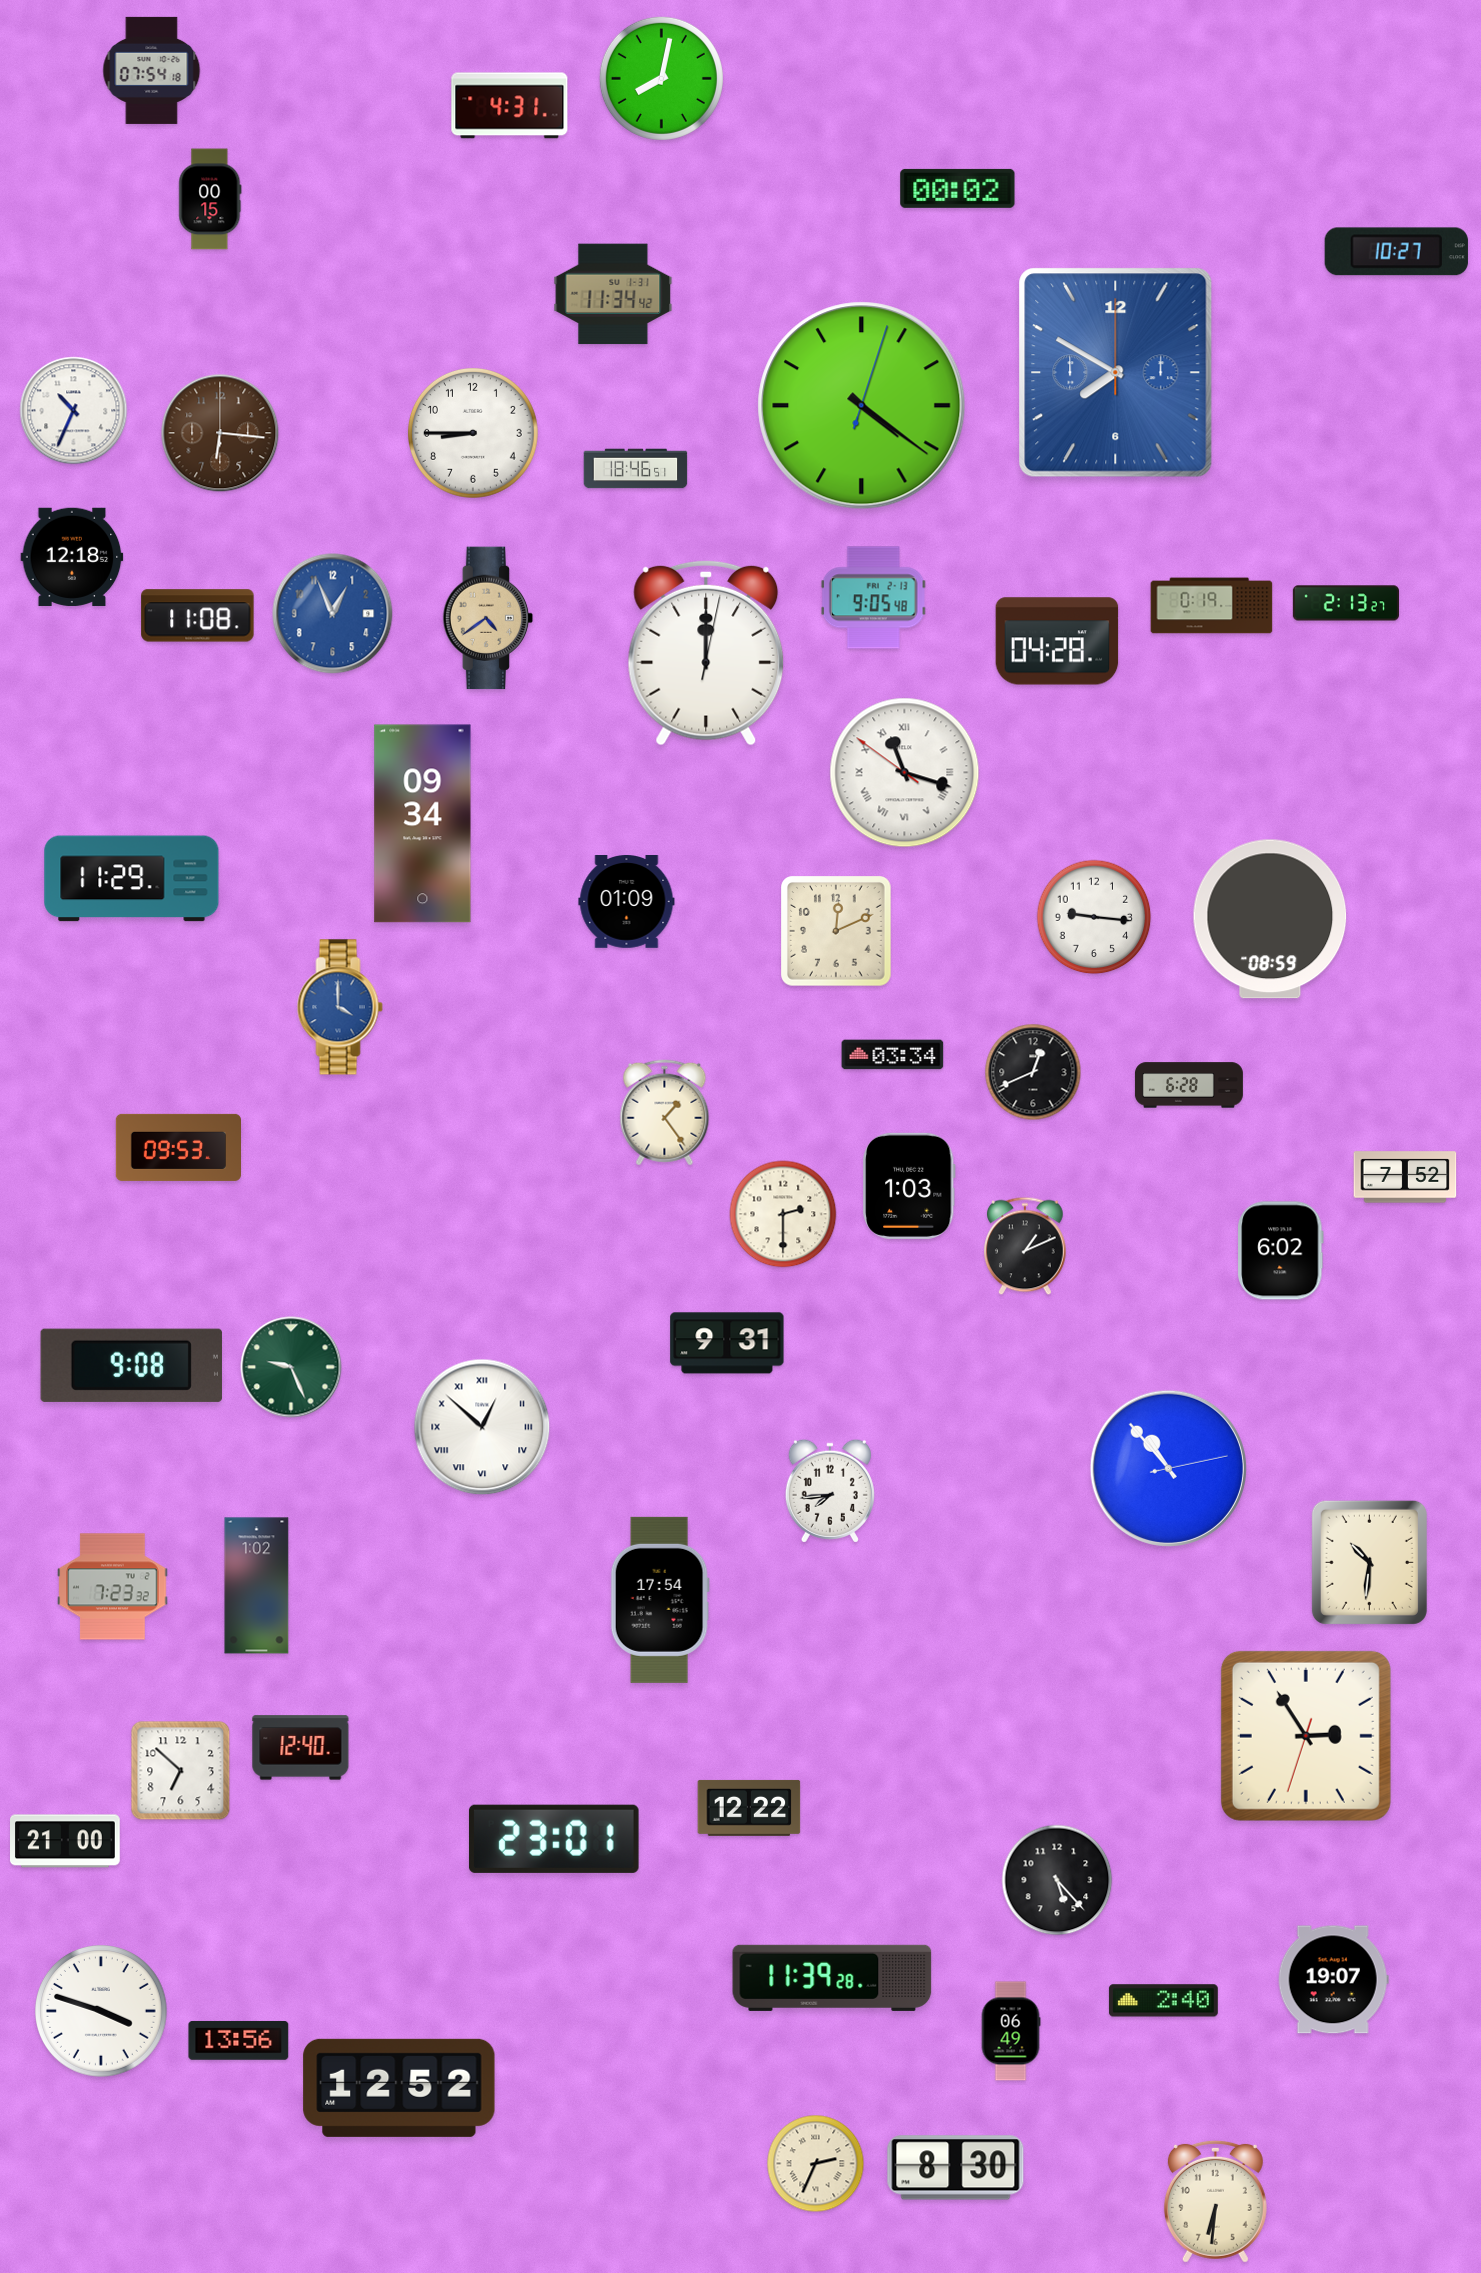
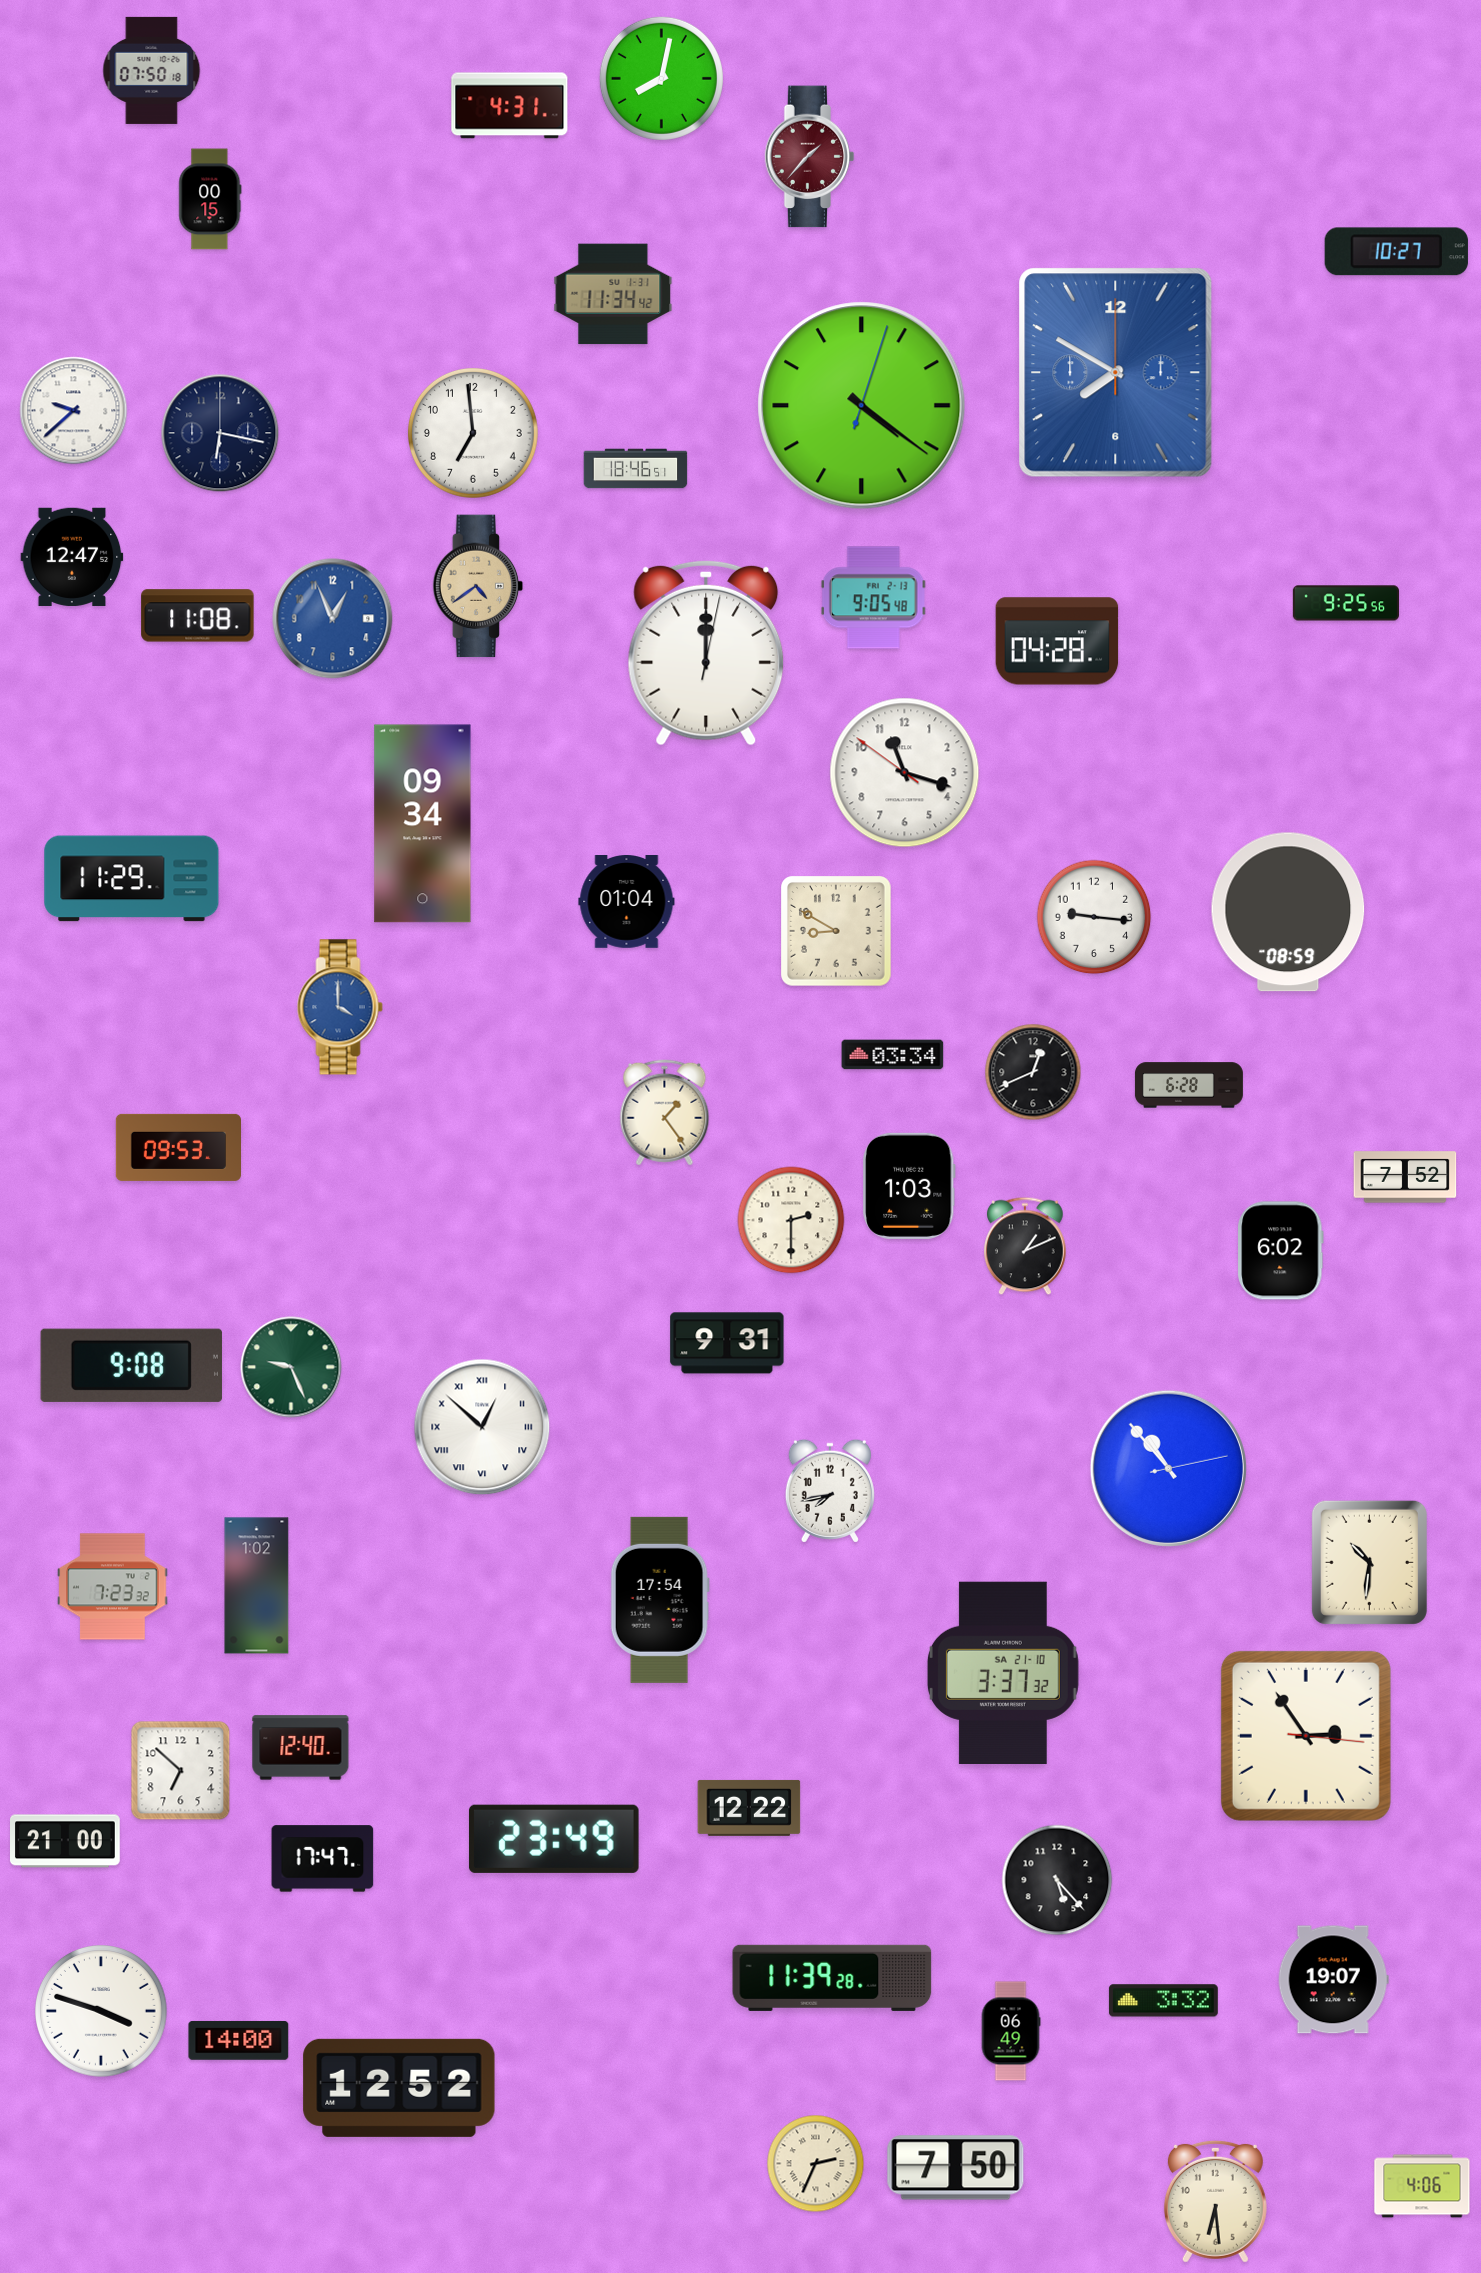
clock at (152, 70): 07:54 -> 07:50
clock at (810, 157): none -> 1:37
clock at (958, 188): 00:02 -> none
clock at (74, 411): 10:34 -> 9:38
clock at (220, 433): 6:16 -> 6:17
clock at (220, 433) dial: brown -> navy
clock at (473, 433): 8:45 -> 6:59
clock at (72, 556): 12:18 -> 12:47
clock at (1346, 603): 2:13 -> 9:25
clock at (1212, 606): 0:19 -> none
clock at (333, 614) position: (333, 614) -> (333, 619)
clock at (488, 618) position: (488, 618) -> (478, 586)
clock at (905, 773) numerals: Roman -> Arabic
clock at (627, 902): 01:09 -> 01:04
clock at (1270, 919) position: (1270, 919) -> (1288, 912)
clock at (836, 931): 12:11 -> 8:50
clock at (783, 1214) position: (783, 1214) -> (791, 1220)
clock at (830, 1491): 7:44 -> 7:43
clock at (1003, 1672): none -> 3:37
clock at (1306, 1736): 2:54:33 -> 2:54:16
clock at (554, 1839): 23:01 -> 23:49
clock at (323, 1859): none -> 17:47
clock at (1163, 2001): 2:40 -> 3:32
clock at (239, 2041): 13:56 -> 14:00
clock at (956, 2168): 8:30 -> 7:50
clock at (1422, 2186): none -> 4:06
clock at (1215, 2201): 6:31 -> 6:29
